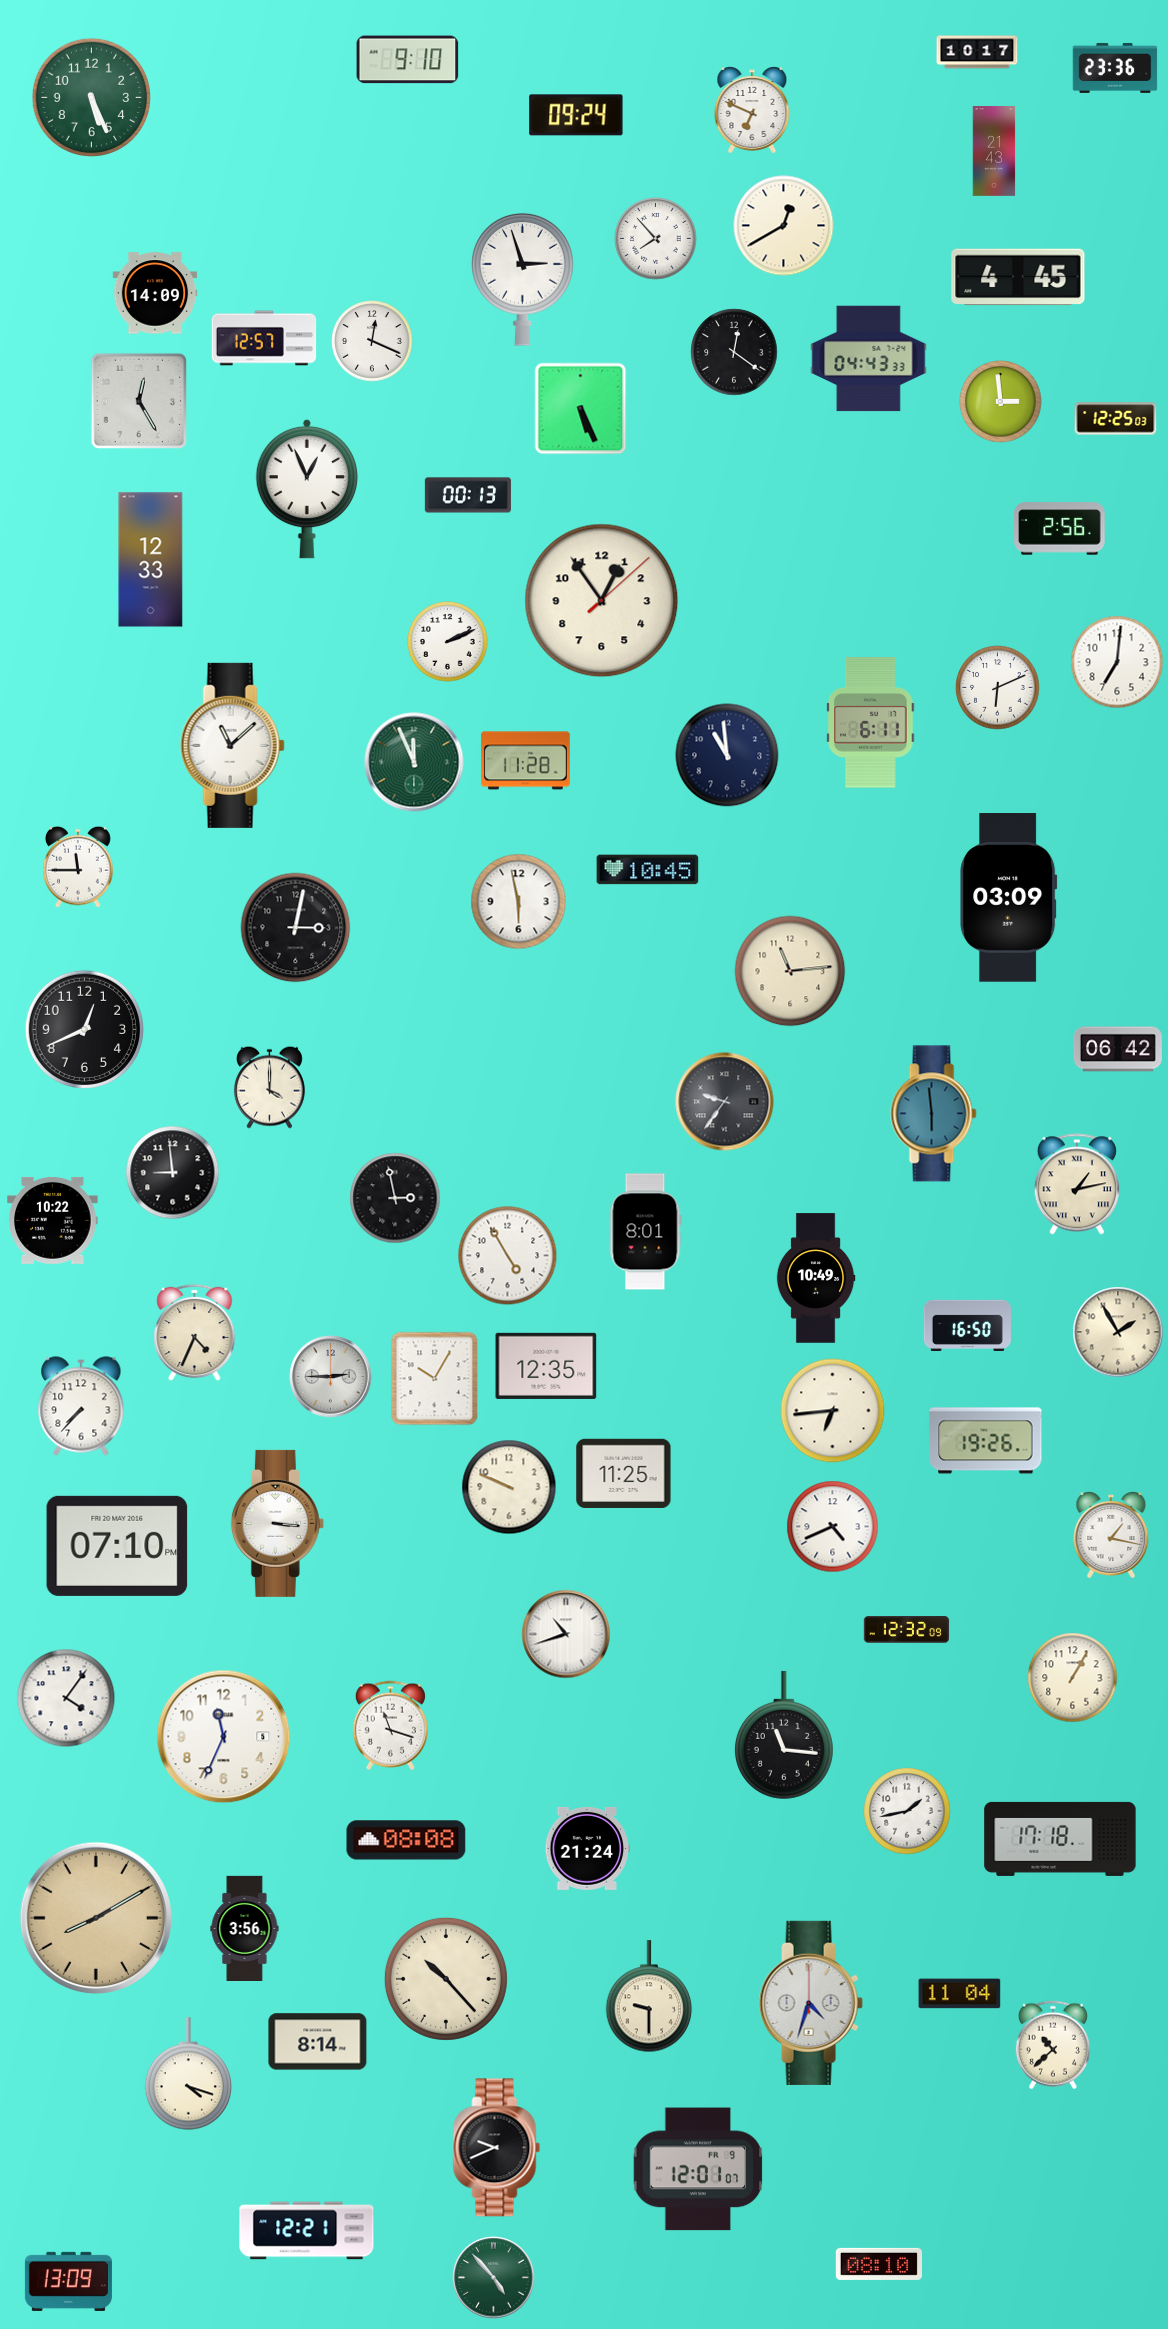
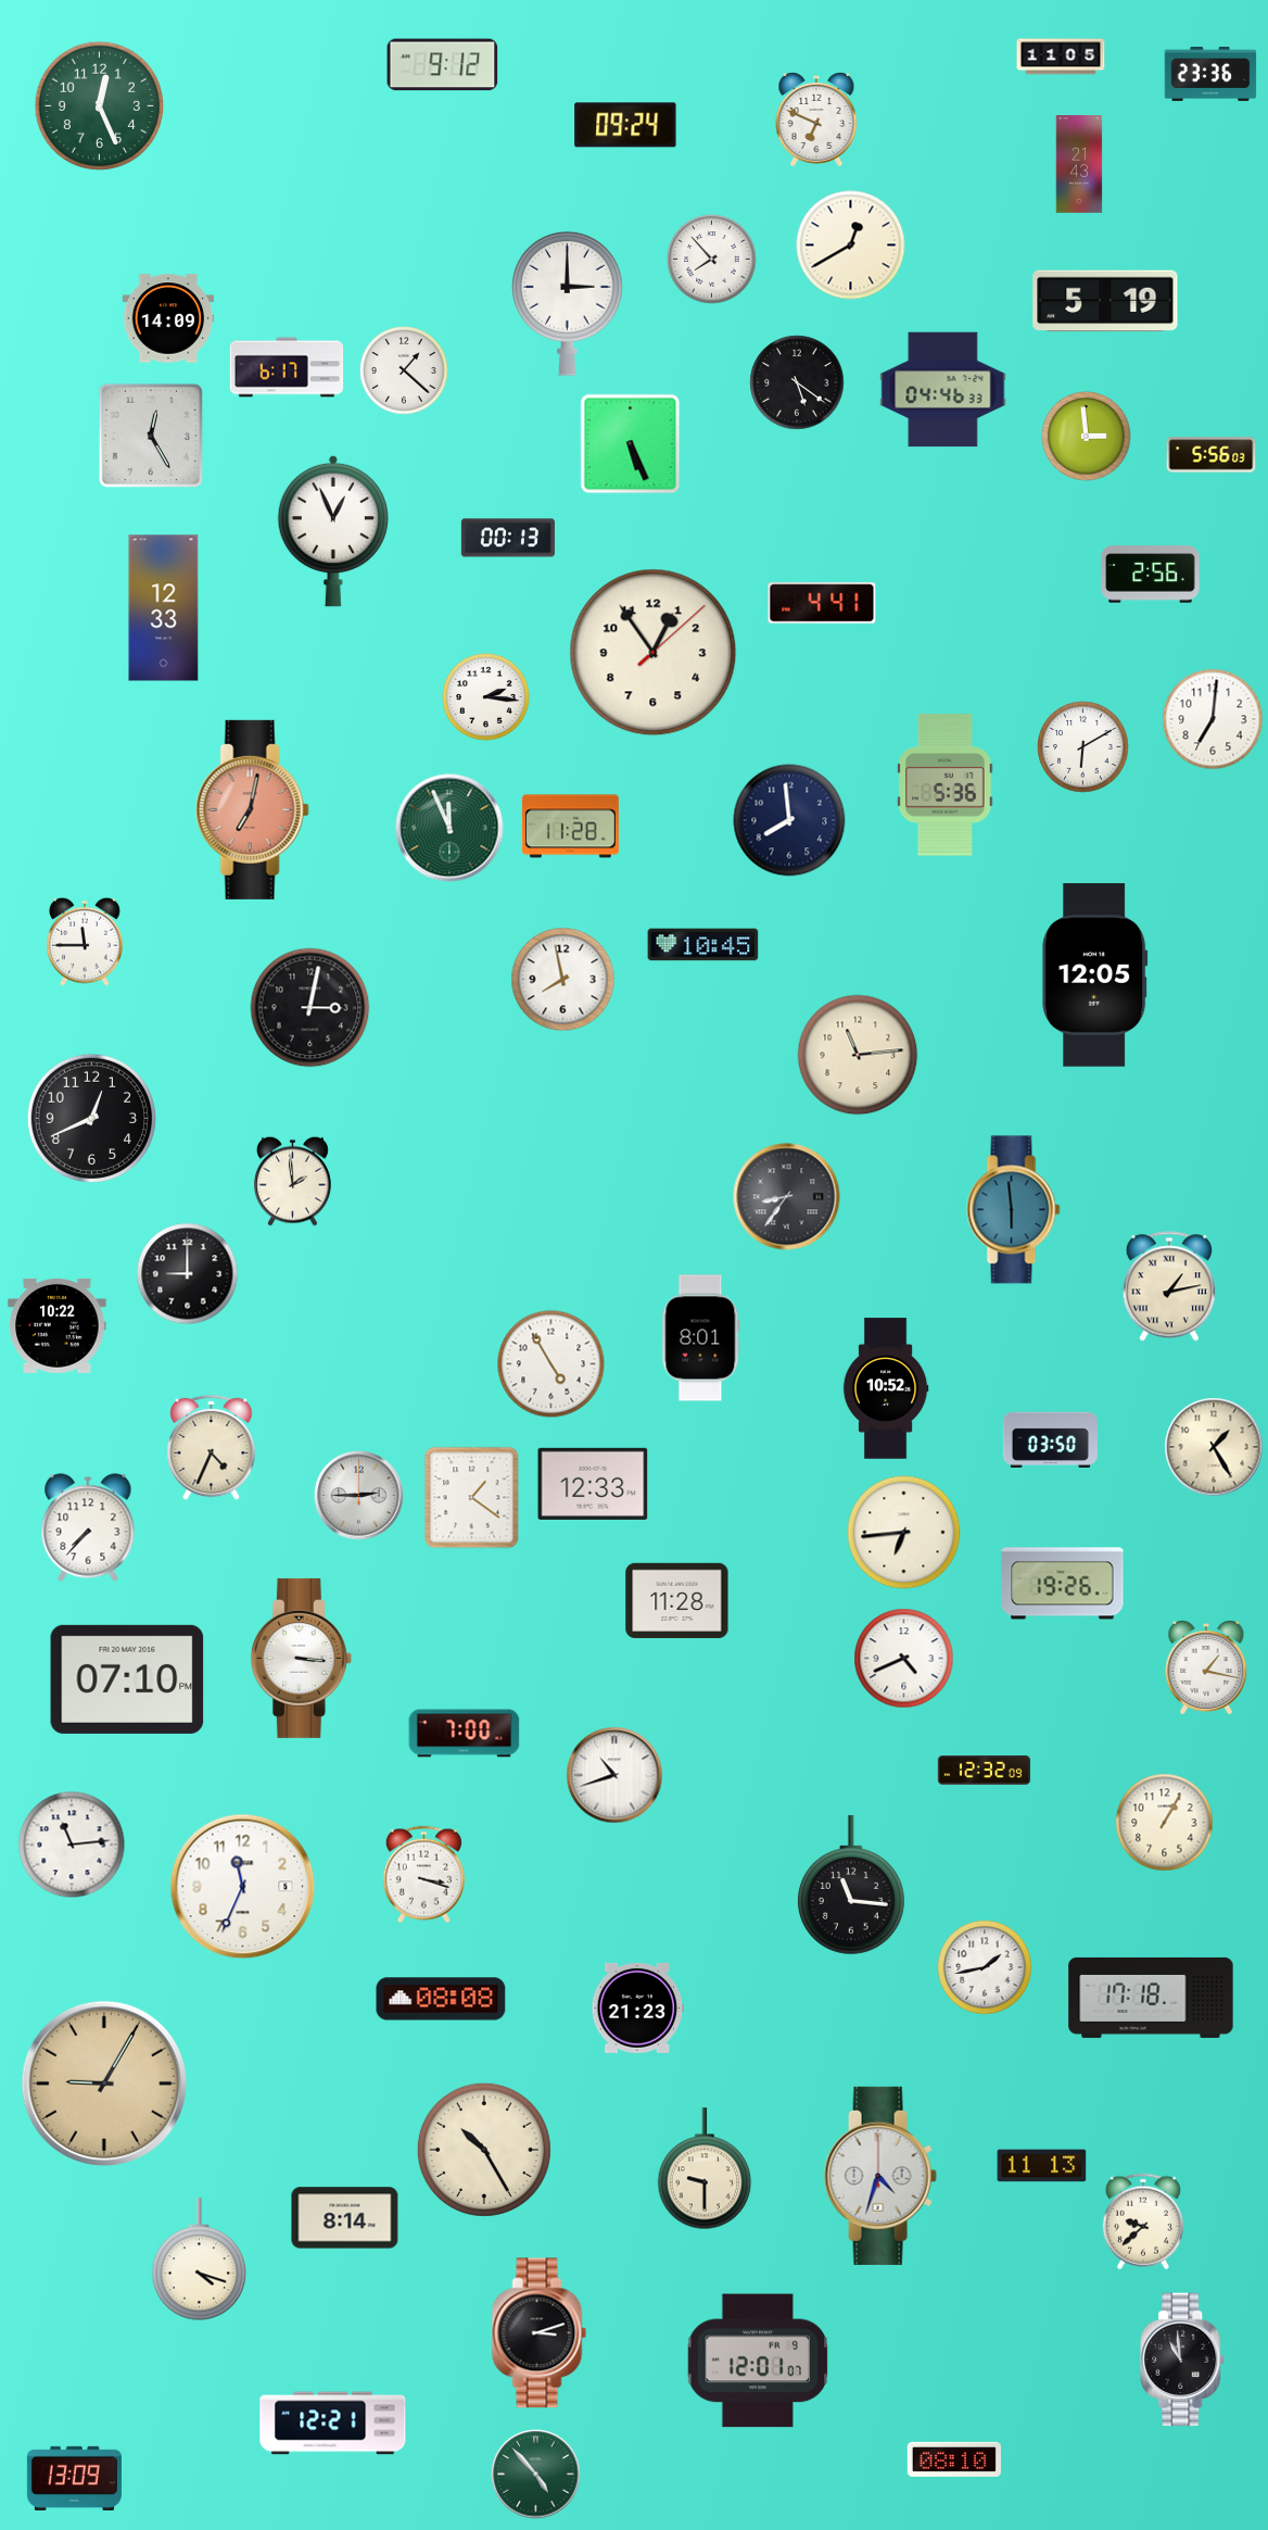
clock at (977, 52): 10:17 -> 11:05
clock at (408, 60): 9:10 -> 9:12
clock at (91, 97): 5:26 -> 12:26
clock at (1018, 277): 4:45 -> 5:19
clock at (523, 279): 2:57 -> 3:00
clock at (264, 338): 12:57 -> 6:17
clock at (372, 341): 12:19 -> 1:22
clock at (734, 352): 12:21 -> 5:21
clock at (869, 359): 04:43 -> 04:46
clock at (1116, 419): 12:25 -> 5:56
clock at (822, 603): none -> 4:41
clock at (448, 642): 2:11 -> 2:16
clock at (998, 688): 6:11 -> 6:10
clock at (871, 723): 6:11 -> 5:36
clock at (232, 745): 11:08 -> 7:02
clock at (232, 745) dial: white -> salmon
clock at (727, 755): 10:59 -> 7:59
clock at (1009, 898): 03:09 -> 12:05
clock at (519, 902): 5:58 -> 7:58
clock at (296, 928) position: (296, 928) -> (310, 1008)
clock at (1118, 1049): 06:42 -> none
clock at (269, 1087): 4:00 -> 1:59
clock at (725, 1102): 9:36 -> 8:36
clock at (173, 1173): 8:59 -> 9:00
clock at (395, 1198): 2:58 -> none
clock at (816, 1278): 10:49 -> 10:52
clock at (967, 1325): 16:50 -> 03:50
clock at (1118, 1332): 1:55 -> 1:25
clock at (546, 1366): 12:35 -> 12:33
clock at (435, 1379): 10:05 -> 1:21
clock at (986, 1441) position: (986, 1441) -> (1063, 1584)
clock at (624, 1473): 11:25 -> 11:28
clock at (509, 1487): 9:49 -> none
clock at (277, 1523) position: (277, 1523) -> (301, 1658)
clock at (465, 1734): none -> 7:00
clock at (66, 1698): 4:06 -> 11:14
clock at (390, 1726): 11:18 -> 3:18
clock at (587, 1848): 21:24 -> 21:23
clock at (96, 1918): 8:10 -> 9:05
clock at (245, 1928): 3:56 -> none
clock at (446, 1979): 10:23 -> 10:25
clock at (960, 1994): 11:04 -> 11:13
clock at (1053, 2045): 10:38 -> 9:38
clock at (189, 2074) position: (189, 2074) -> (200, 2260)
clock at (497, 2148): 9:41 -> 3:12
clock at (698, 2169) position: (698, 2169) -> (758, 2361)
clock at (1183, 2359): none -> 10:59
